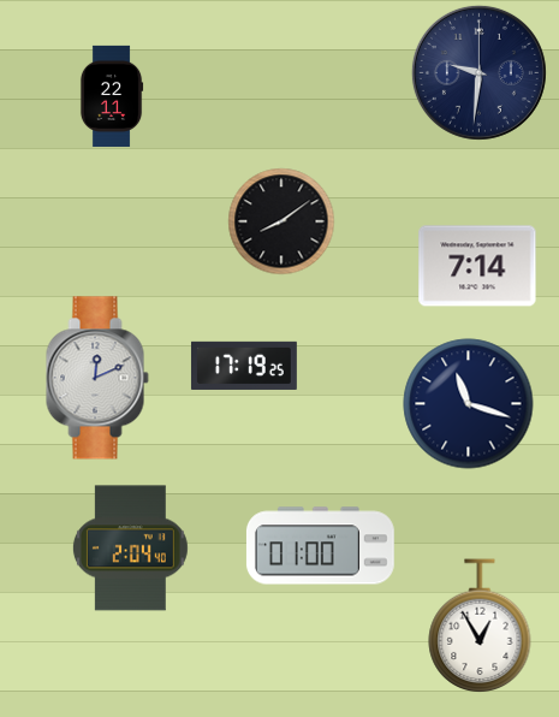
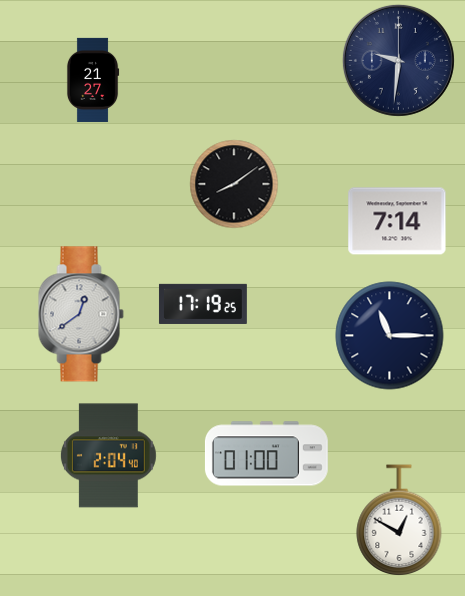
clock at (112, 96): 22:11 -> 21:27
clock at (97, 378): 12:11 -> 12:39
clock at (469, 404): 11:18 -> 11:15
clock at (480, 627): 12:55 -> 12:50
